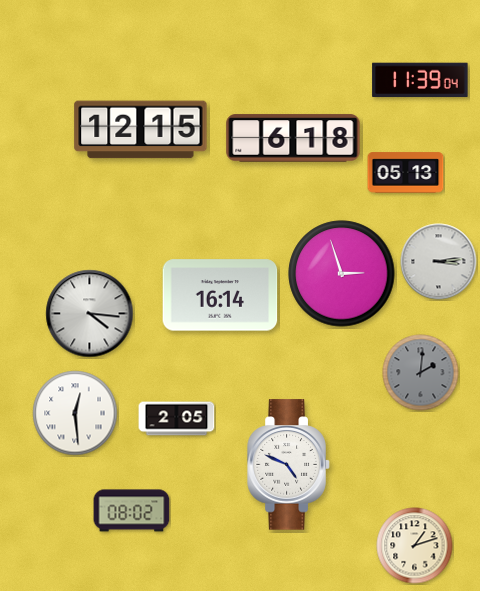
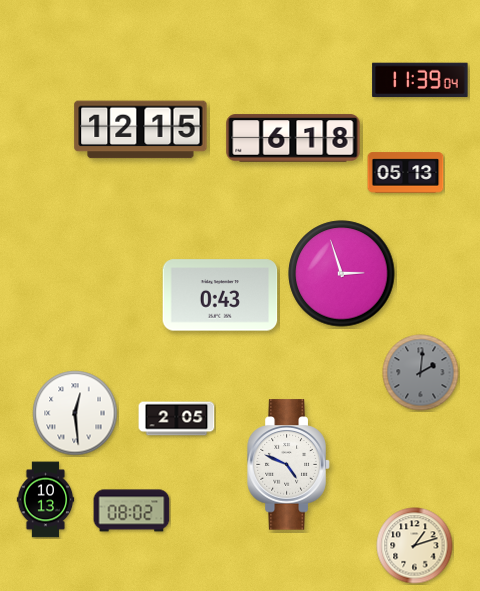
clock at (439, 262): 3:14 -> none
clock at (220, 295): 16:14 -> 0:43
clock at (90, 314): 4:16 -> none
clock at (46, 500): none -> 10:13
